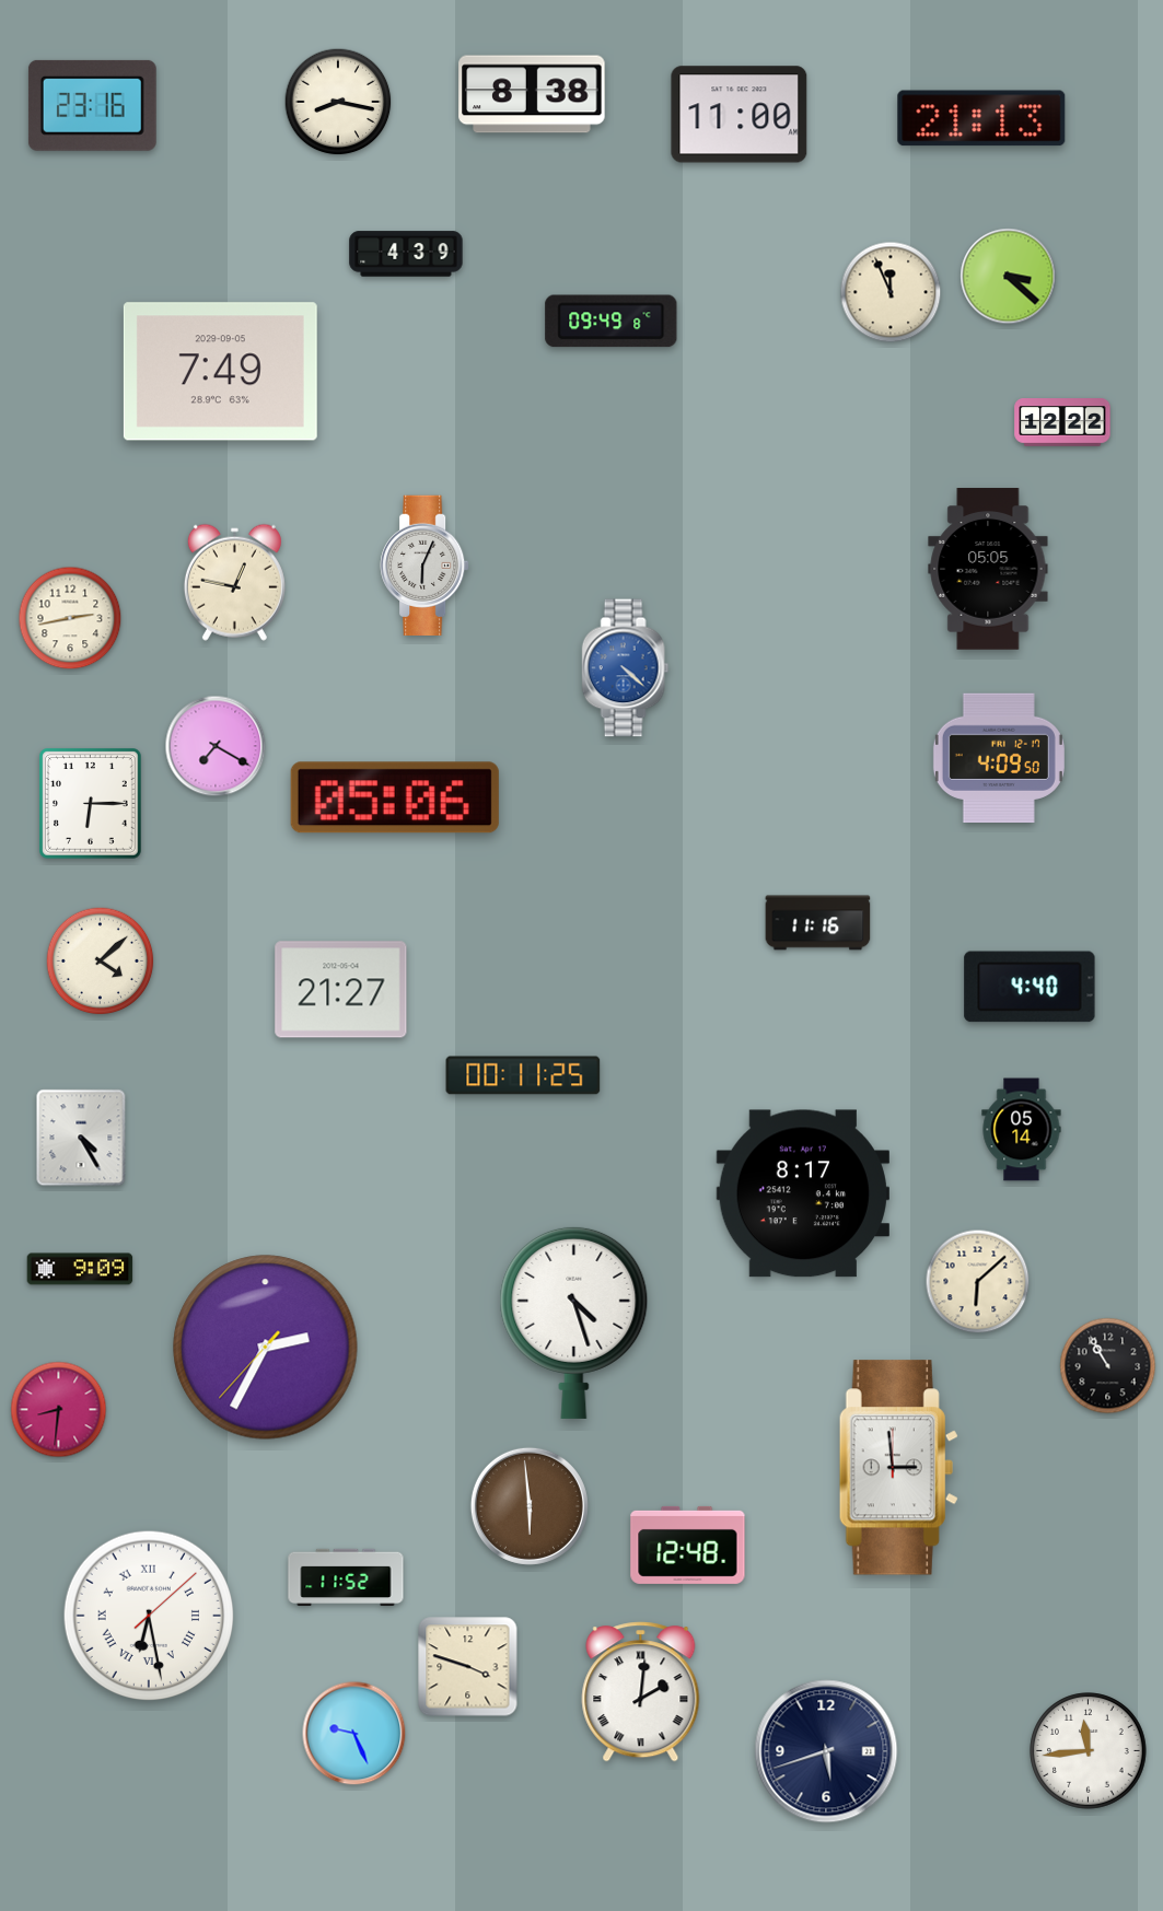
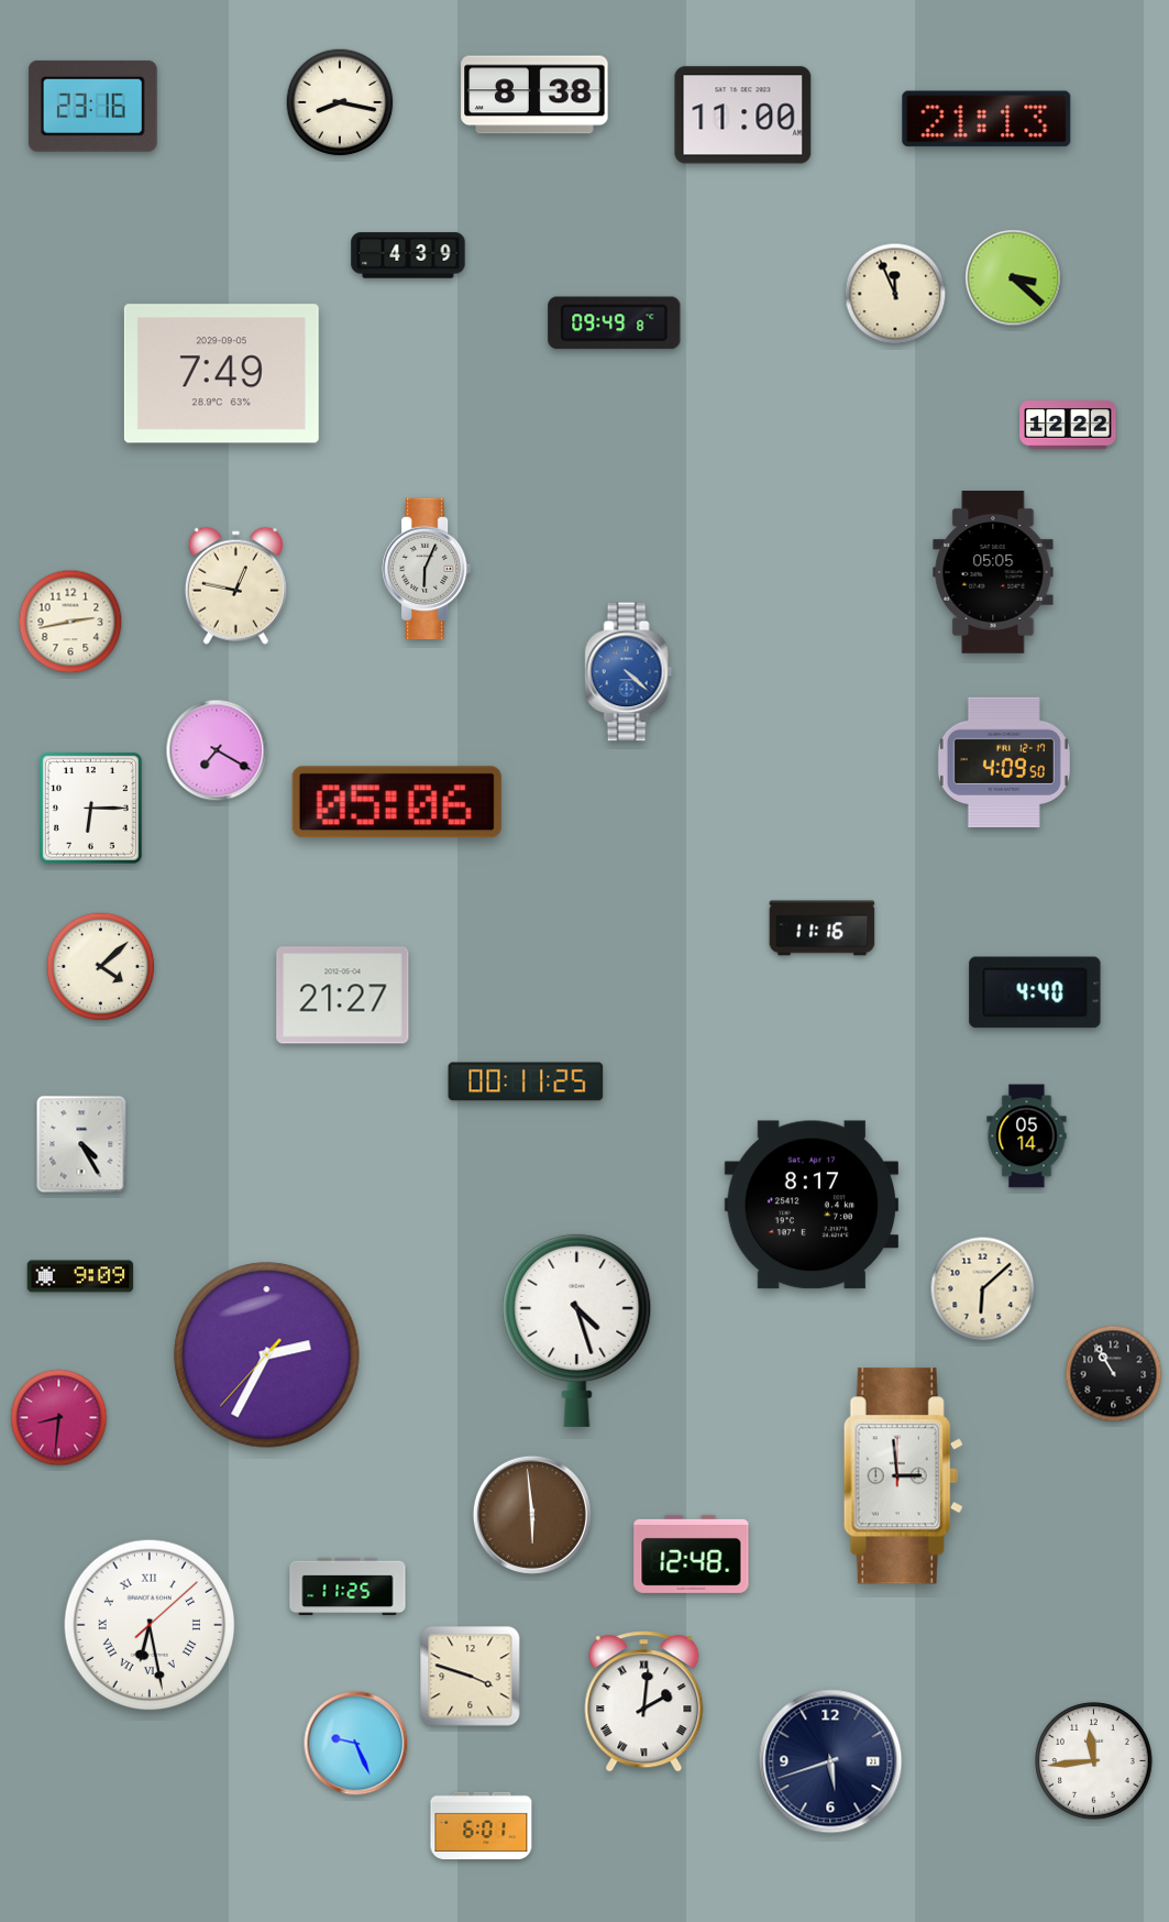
clock at (803, 1193) position: (803, 1193) -> (812, 1205)
clock at (346, 1577): 11:52 -> 11:25
clock at (482, 1825): none -> 6:01
